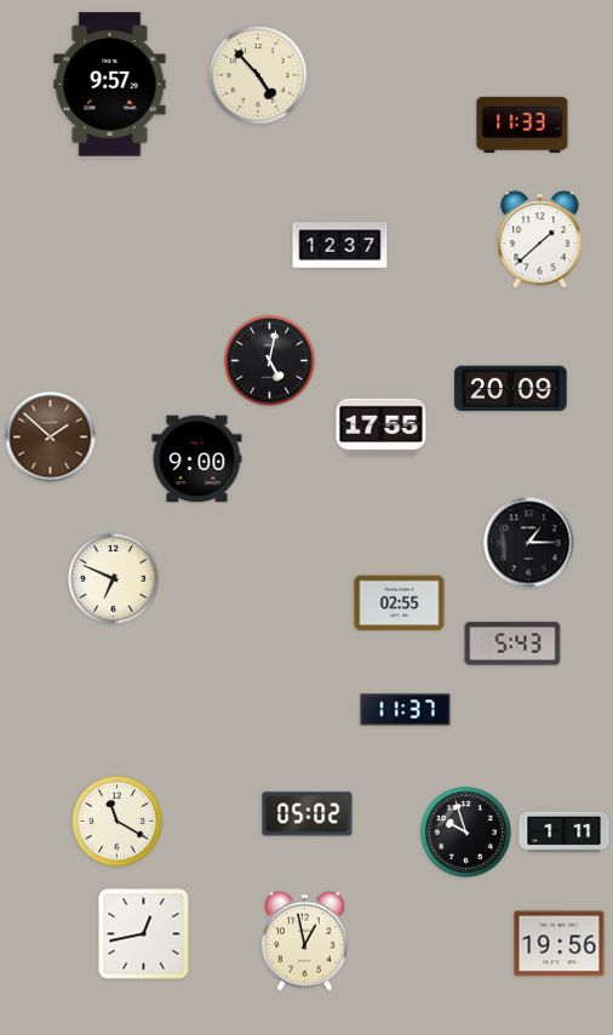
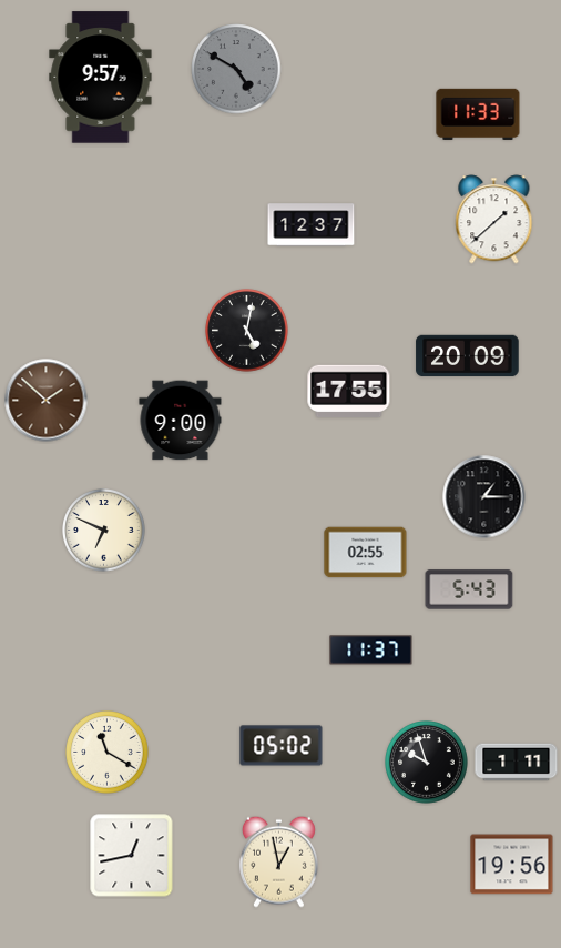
clock at (258, 75): 4:53 -> 4:50
clock at (258, 75) dial: cream -> grey
